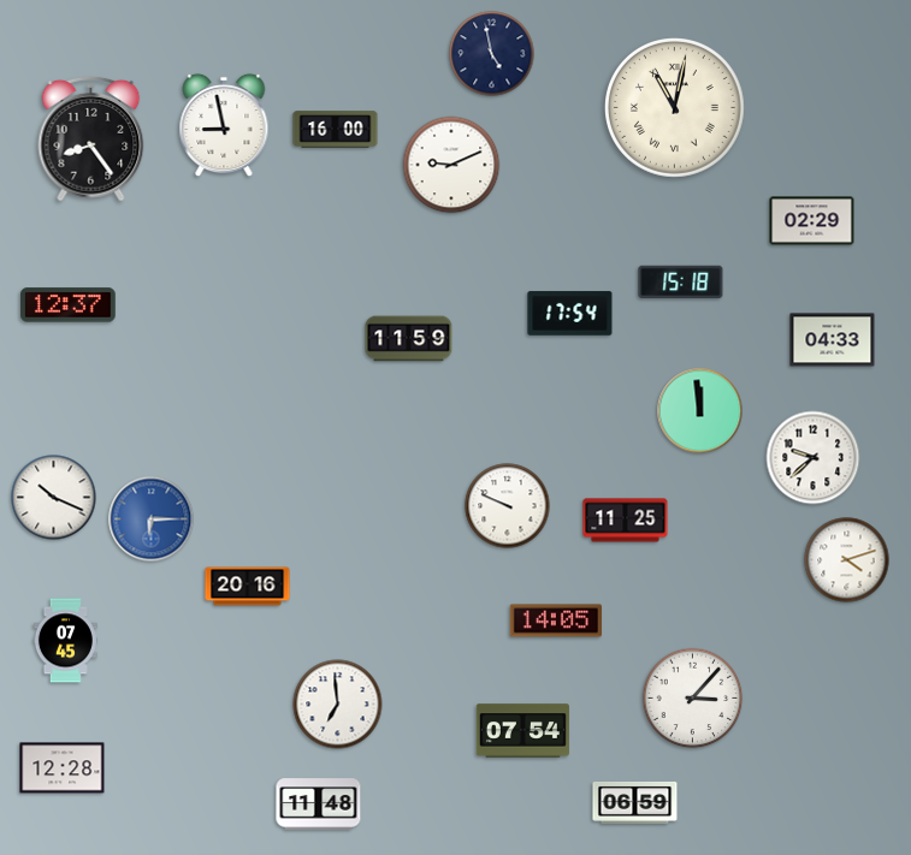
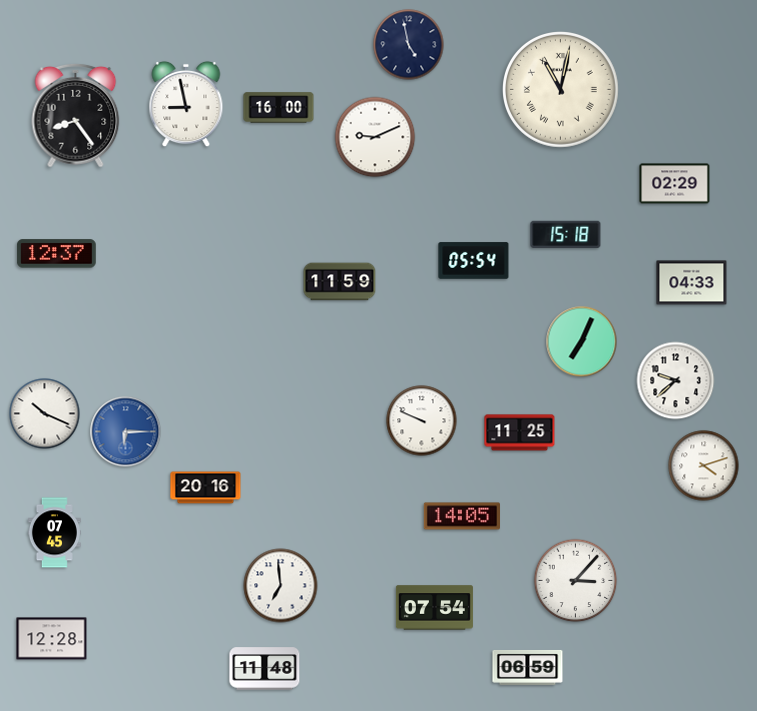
clock at (570, 314): 17:54 -> 05:54
clock at (700, 411): 11:59 -> 7:04
